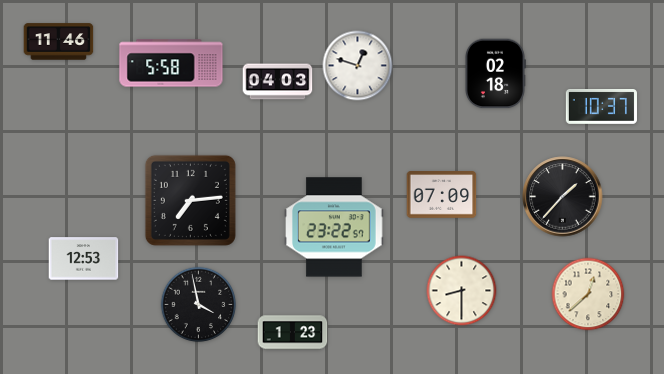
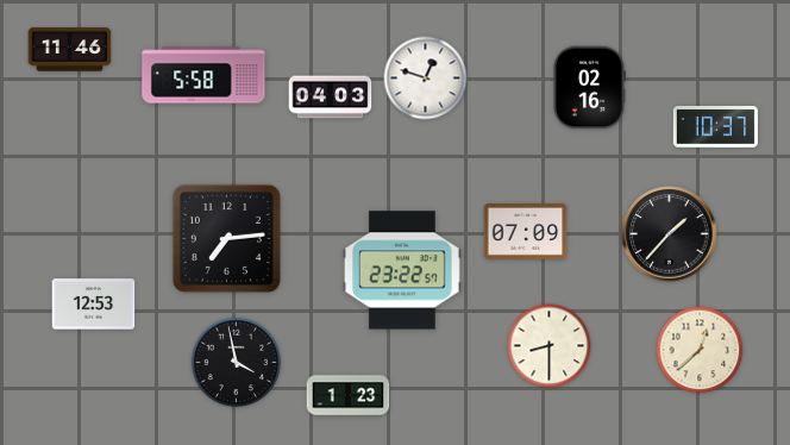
clock at (495, 74): 02:18 -> 02:16
clock at (335, 227) position: (335, 227) -> (403, 270)
clock at (84, 259) position: (84, 259) -> (94, 305)
